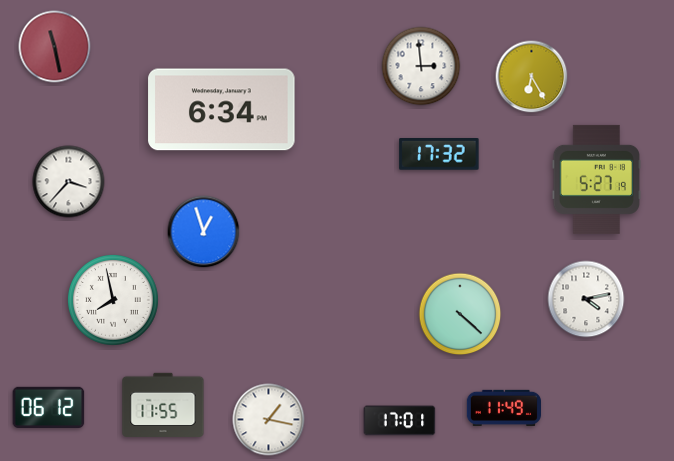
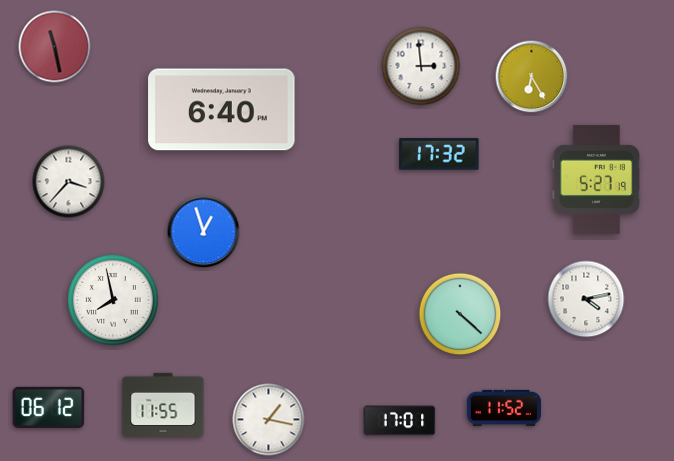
clock at (222, 110): 6:34 -> 6:40
clock at (503, 407): 11:49 -> 11:52
